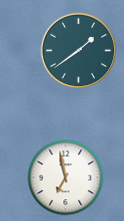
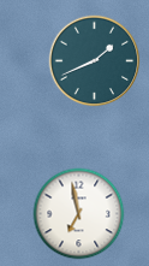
clock at (79, 51): 1:39 -> 1:41
